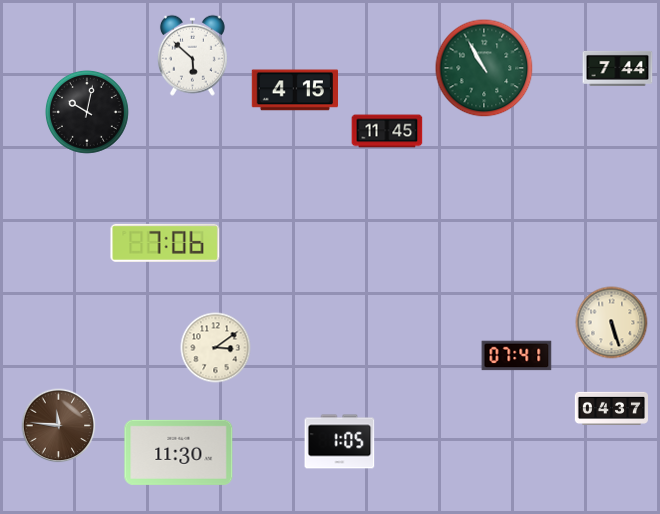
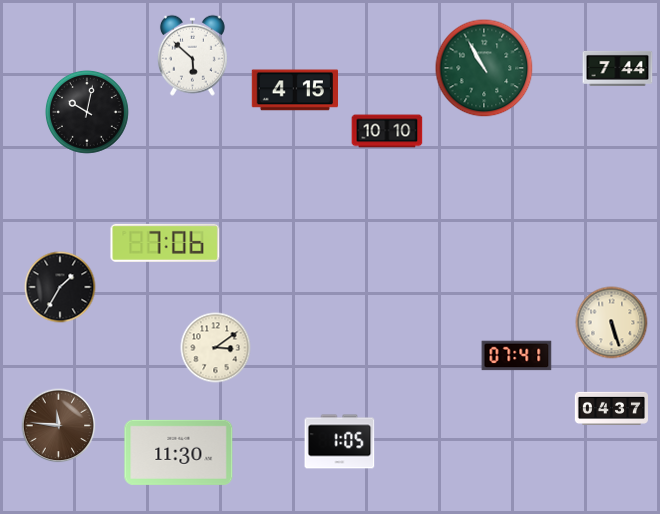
clock at (387, 131): 11:45 -> 10:10
clock at (60, 287): none -> 1:35
